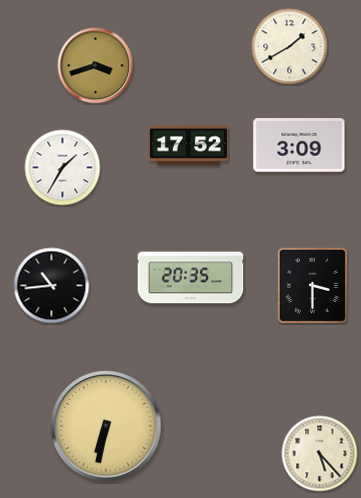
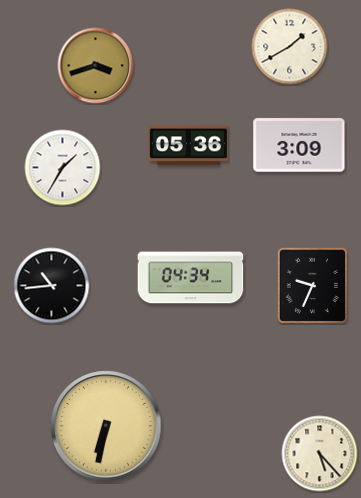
clock at (188, 146): 17:52 -> 05:36
clock at (191, 278): 20:35 -> 04:34
clock at (312, 285): 3:30 -> 9:34
